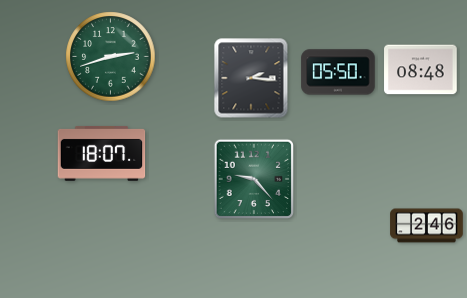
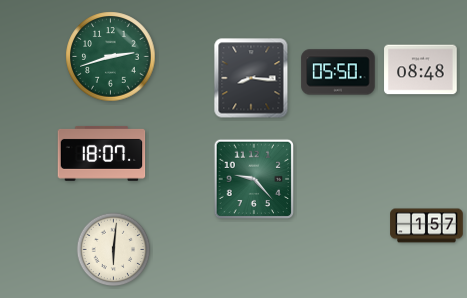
clock at (251, 78): 2:16 -> 8:16
clock at (427, 226): 2:46 -> 1:57
clock at (114, 250): none -> 6:01
